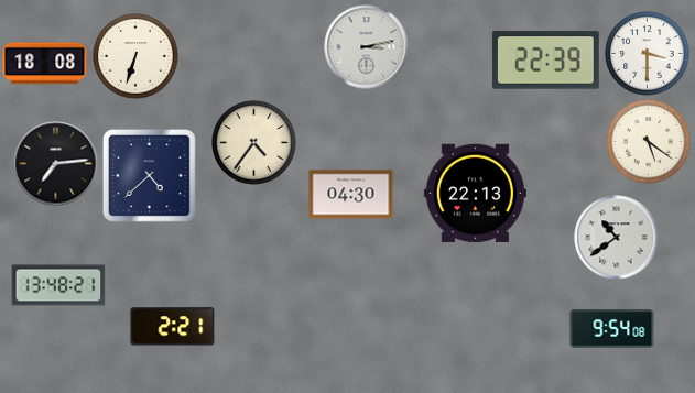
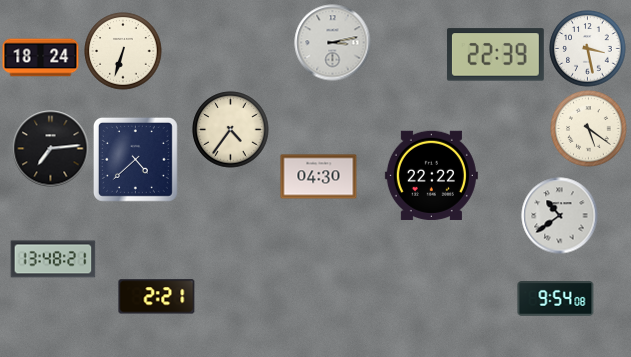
clock at (648, 54): 3:30 -> 3:28
clock at (45, 64): 18:08 -> 18:24
clock at (475, 193): 22:13 -> 22:22
